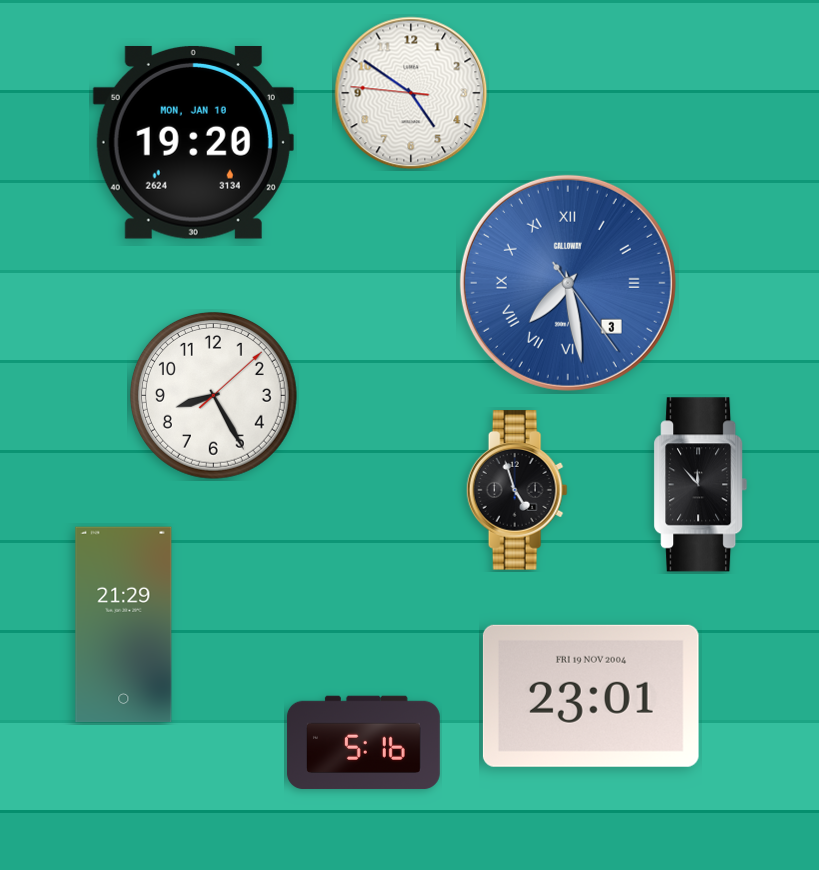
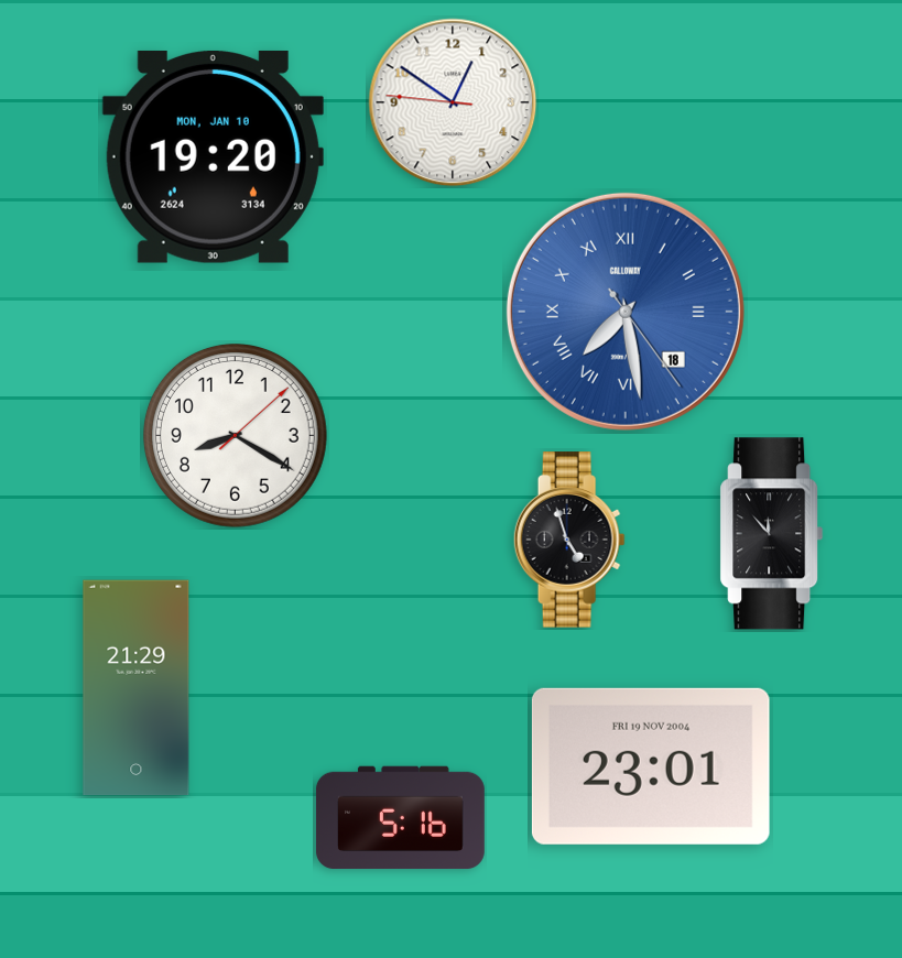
clock at (411, 93): 4:50 -> 12:50
clock at (568, 283) date: 3 -> 18
clock at (213, 395): 8:25 -> 8:20
